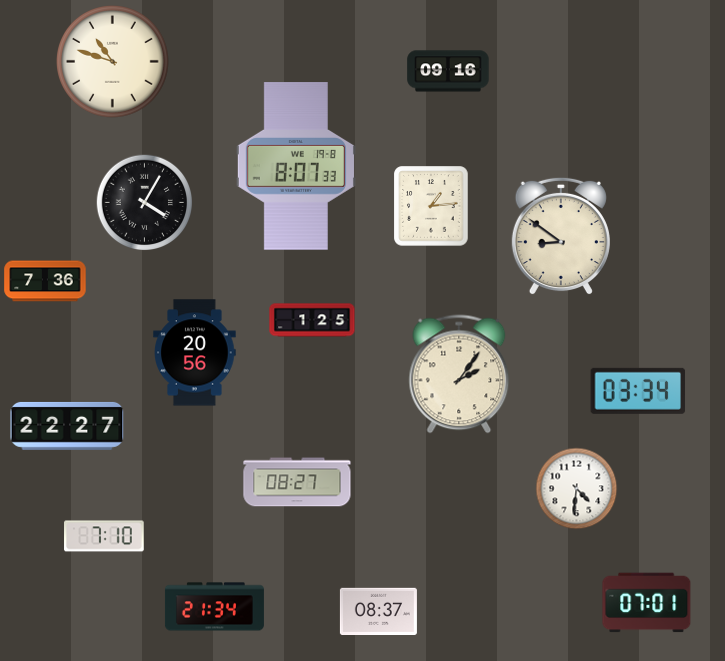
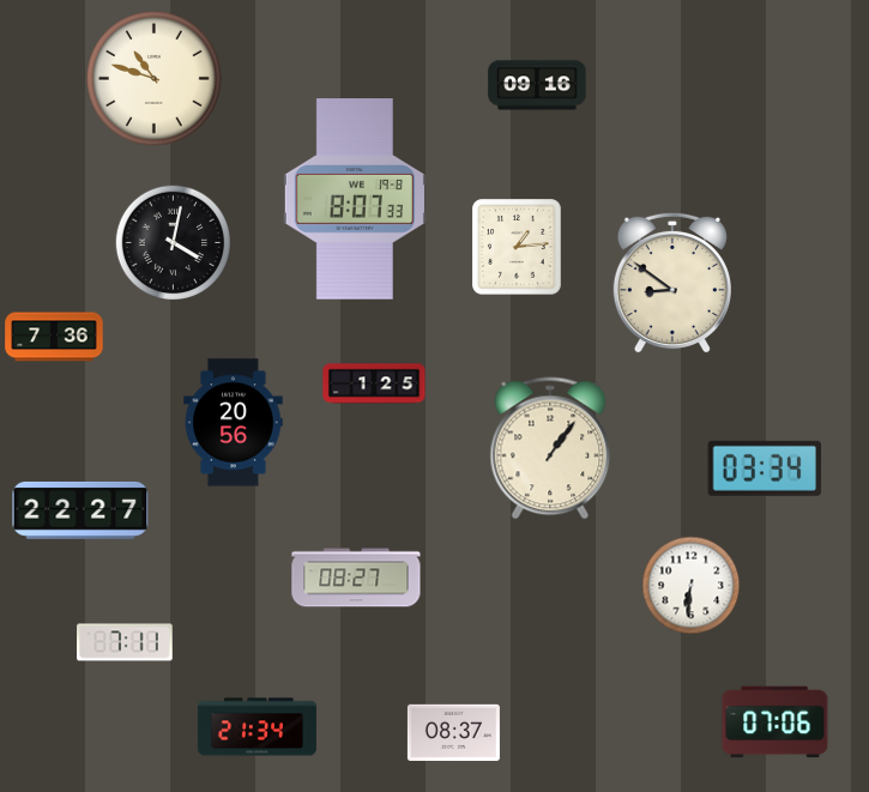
clock at (113, 62) position: (113, 62) -> (155, 79)
clock at (145, 203): 4:05 -> 4:02
clock at (459, 374): 2:06 -> 1:06
clock at (577, 489): 4:31 -> 6:31
clock at (104, 536): 7:10 -> 7:11
clock at (647, 603): 07:01 -> 07:06
